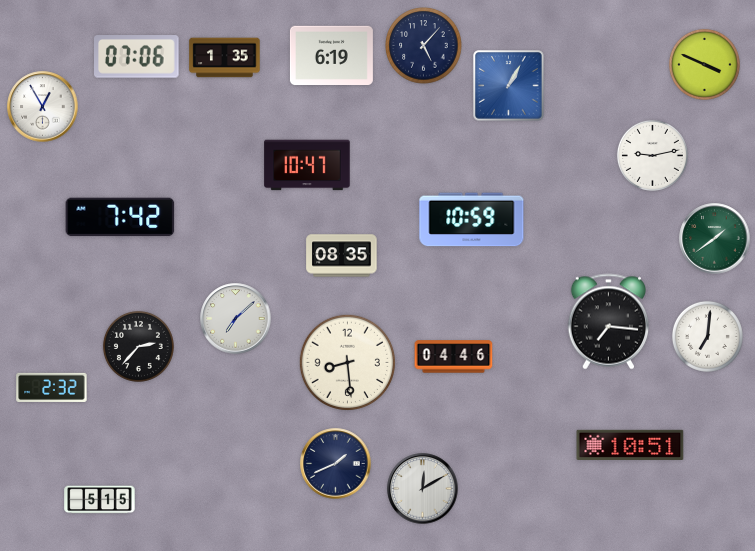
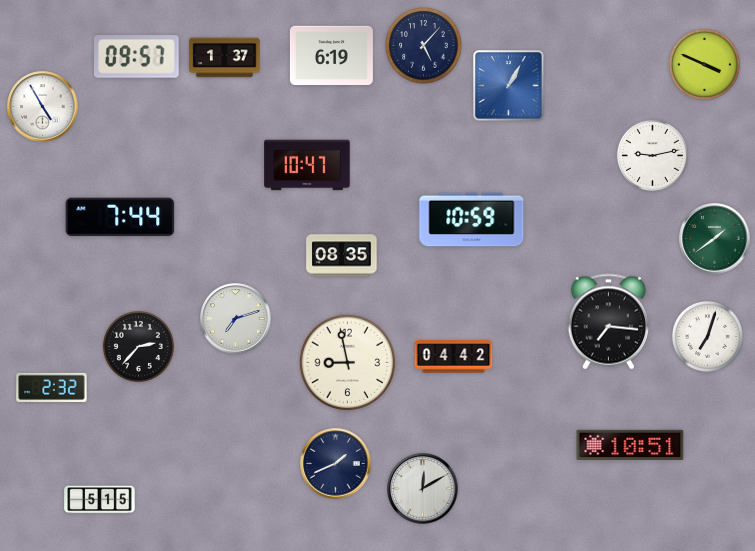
clock at (137, 57): 07:06 -> 09:57
clock at (225, 58): 1:35 -> 1:37
clock at (43, 107): 12:55 -> 4:55
clock at (120, 217): 7:42 -> 7:44
clock at (236, 319): 7:08 -> 7:12
clock at (707, 336): 7:01 -> 7:03
clock at (454, 357): 04:46 -> 04:42
clock at (347, 362): 8:29 -> 8:58
